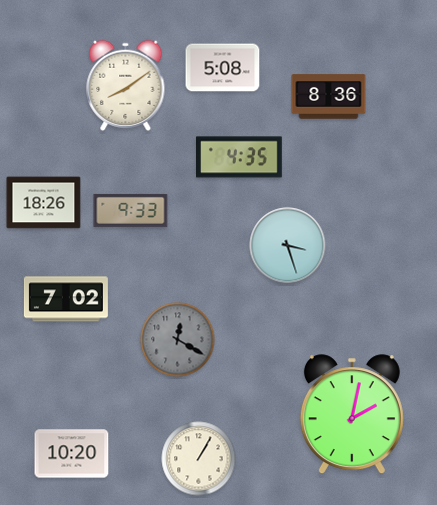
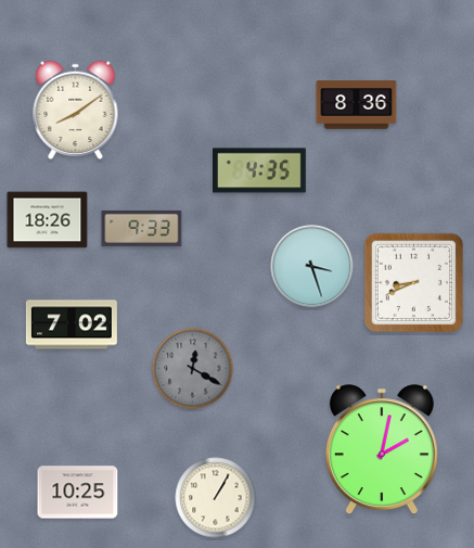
clock at (223, 68): 5:08 -> none
clock at (126, 85) position: (126, 85) -> (76, 110)
clock at (413, 282): none -> 8:41
clock at (72, 454): 10:20 -> 10:25
